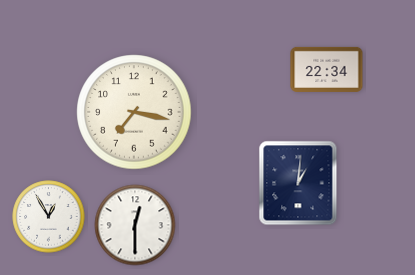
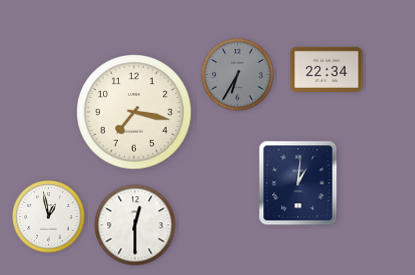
clock at (238, 75): none -> 6:35
clock at (49, 217): 12:55 -> 12:58
